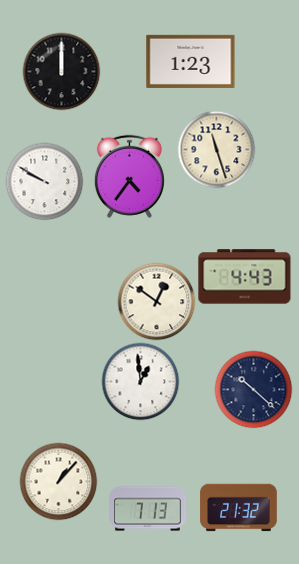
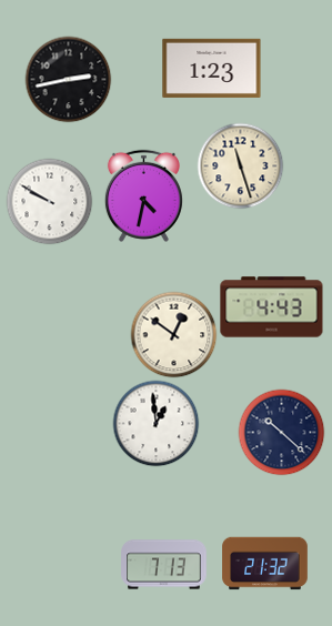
clock at (61, 71): 12:00 -> 2:43
clock at (129, 176): 4:36 -> 4:32
clock at (58, 481): 1:07 -> none
